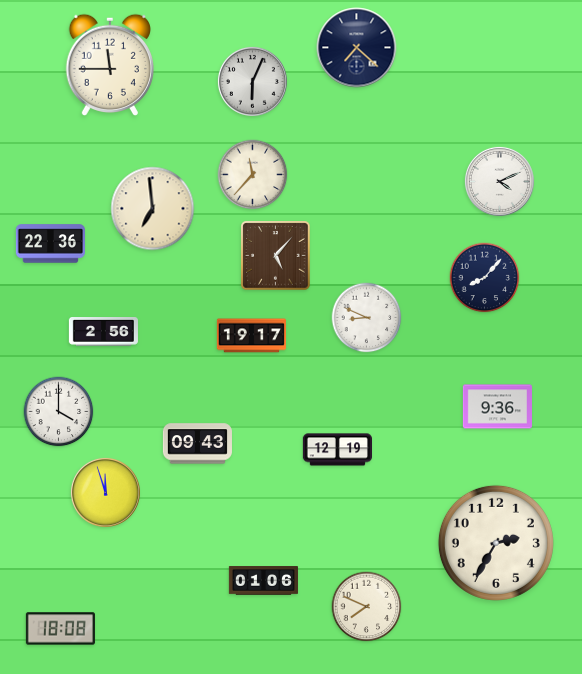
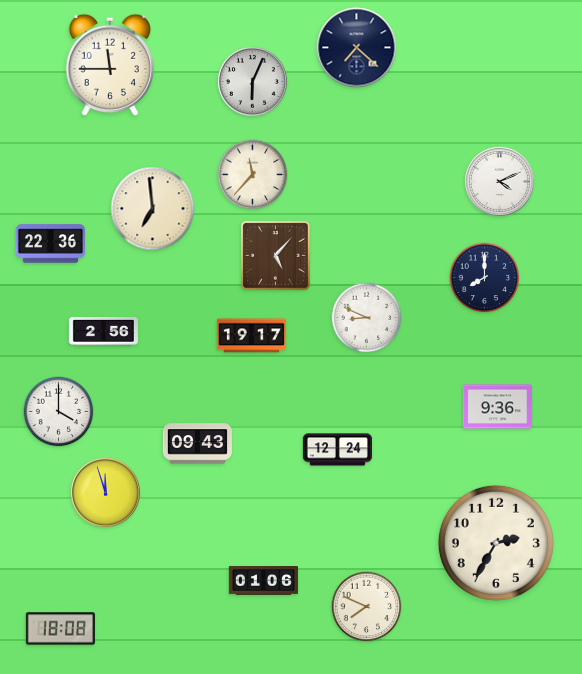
clock at (485, 278): 8:07 -> 8:00
clock at (337, 450): 12:19 -> 12:24
